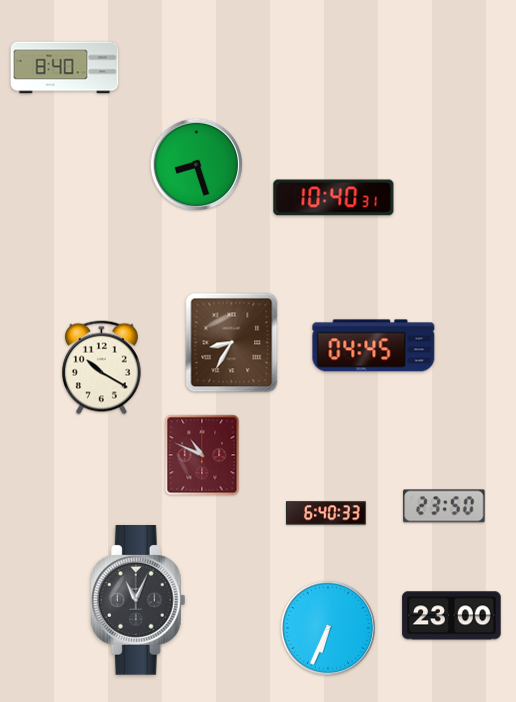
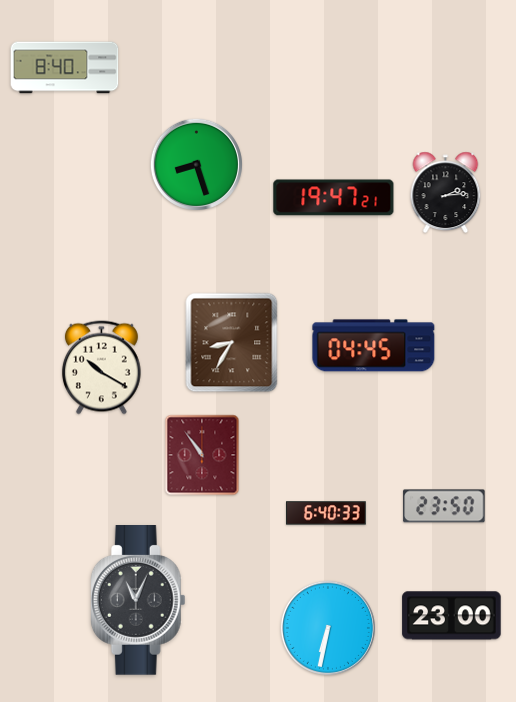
clock at (446, 193): none -> 2:14
clock at (334, 198): 10:40 -> 19:47
clock at (202, 455): 10:49 -> 10:54
clock at (328, 628): 6:34 -> 6:32
